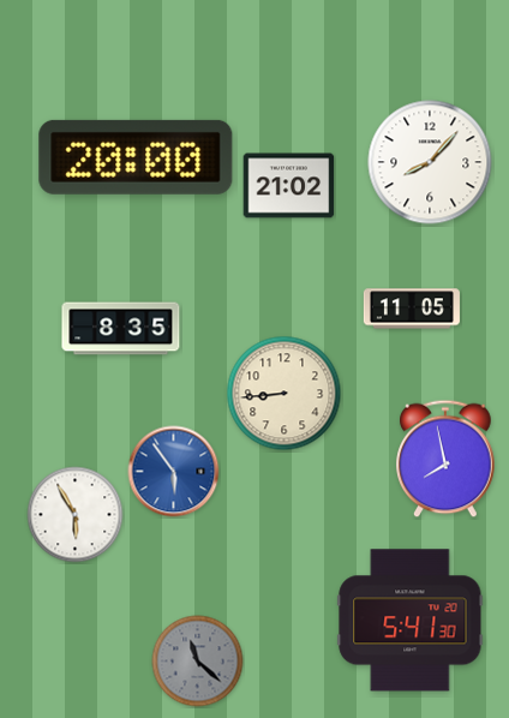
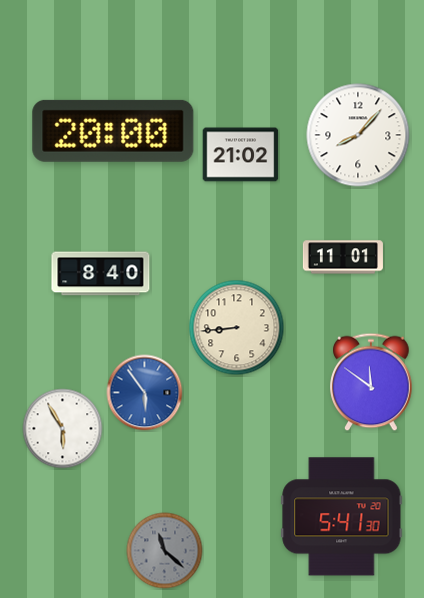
clock at (412, 309): 11:05 -> 11:01
clock at (121, 329): 8:35 -> 8:40
clock at (445, 459): 7:58 -> 11:51
